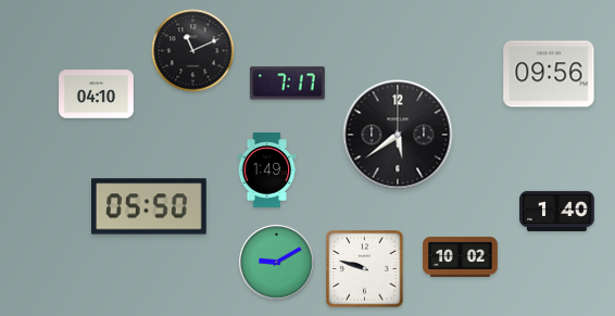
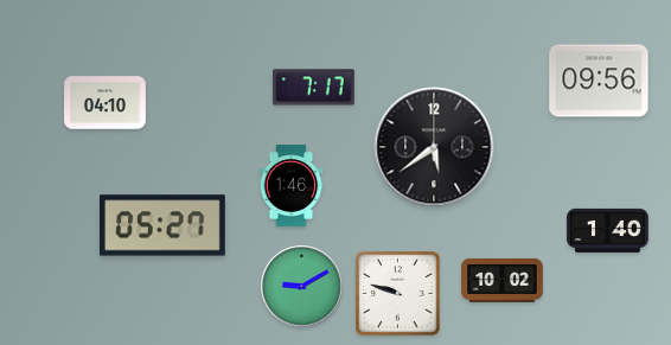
clock at (193, 51): 11:11 -> none
clock at (288, 84) position: (288, 84) -> (314, 88)
clock at (267, 170): 1:49 -> 1:46
clock at (150, 206): 05:50 -> 05:27
